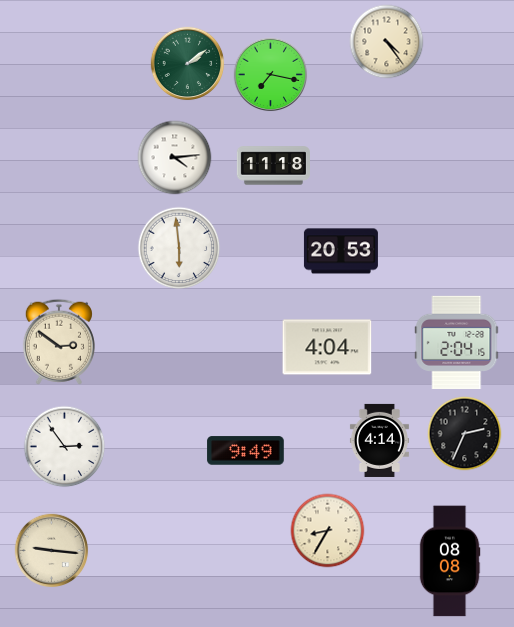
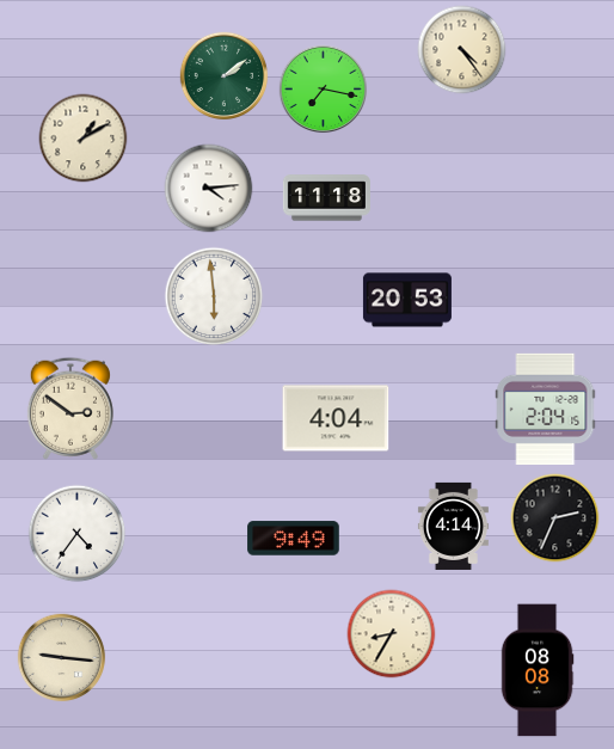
clock at (84, 139): none -> 1:10
clock at (327, 347) position: (327, 347) -> (336, 418)
clock at (65, 447): 2:54 -> 4:36
